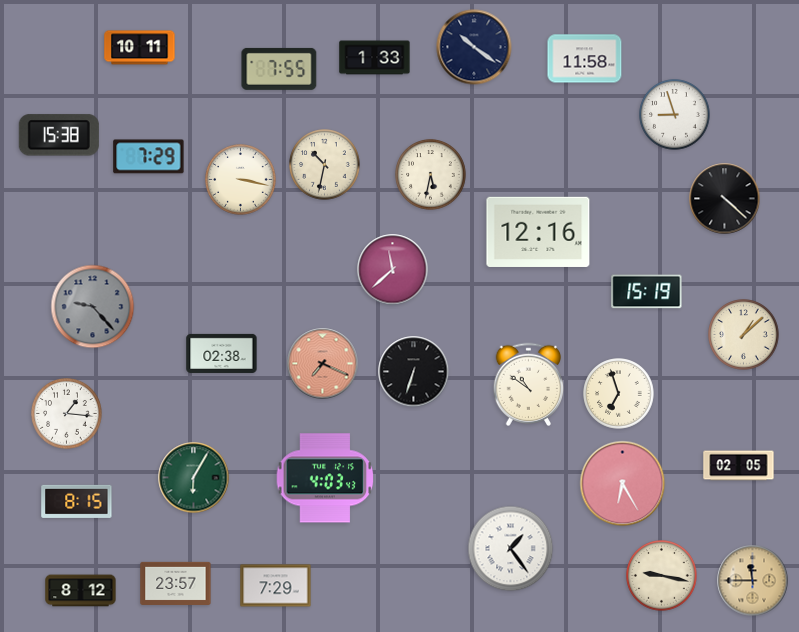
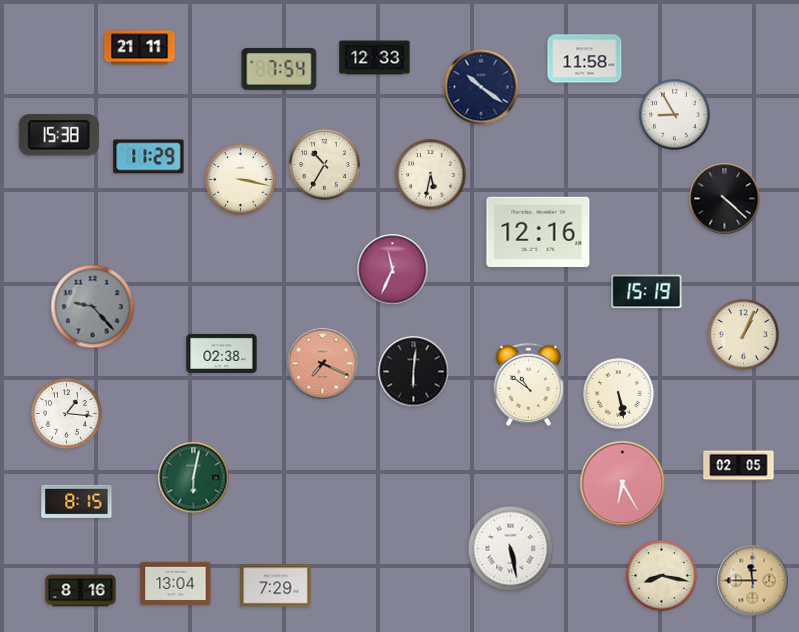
clock at (474, 47) position: (474, 47) -> (481, 87)
clock at (140, 48): 10:11 -> 21:11
clock at (375, 58): 1:33 -> 12:33
clock at (279, 69): 7:55 -> 7:54
clock at (675, 115): 8:57 -> 8:55
clock at (149, 157): 7:29 -> 11:29
clock at (325, 165): 10:32 -> 10:35
clock at (393, 270): 11:38 -> 11:34
clock at (744, 335): 1:08 -> 1:04
clock at (414, 372): 6:33 -> 6:01
clock at (619, 394): 6:57 -> 5:28
clock at (194, 478): 6:05 -> 6:02
clock at (325, 478): 4:03 -> none
clock at (511, 549): 1:24 -> 5:28
clock at (662, 576): 9:17 -> 8:17
clock at (176, 583): 23:57 -> 13:04
clock at (81, 591): 8:12 -> 8:16
